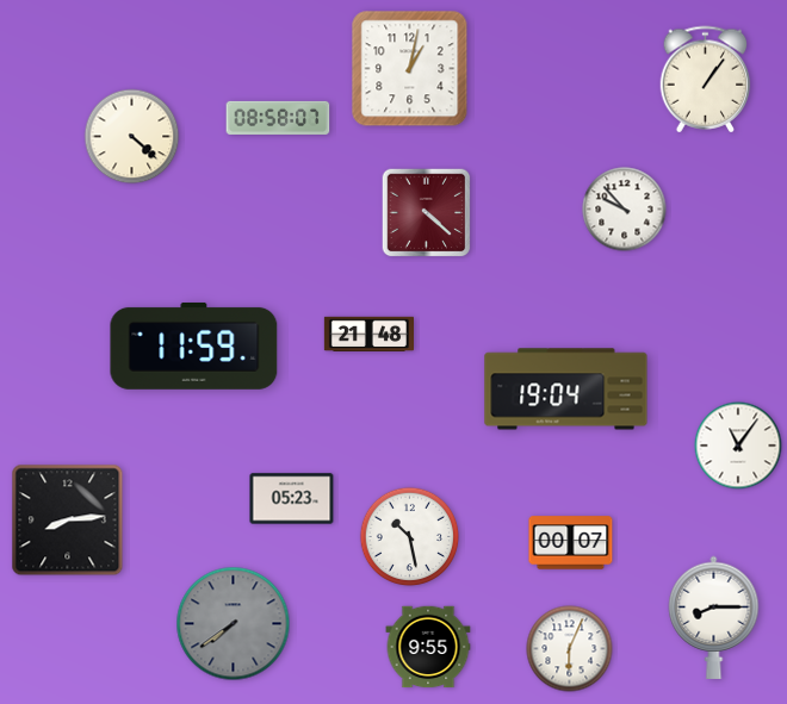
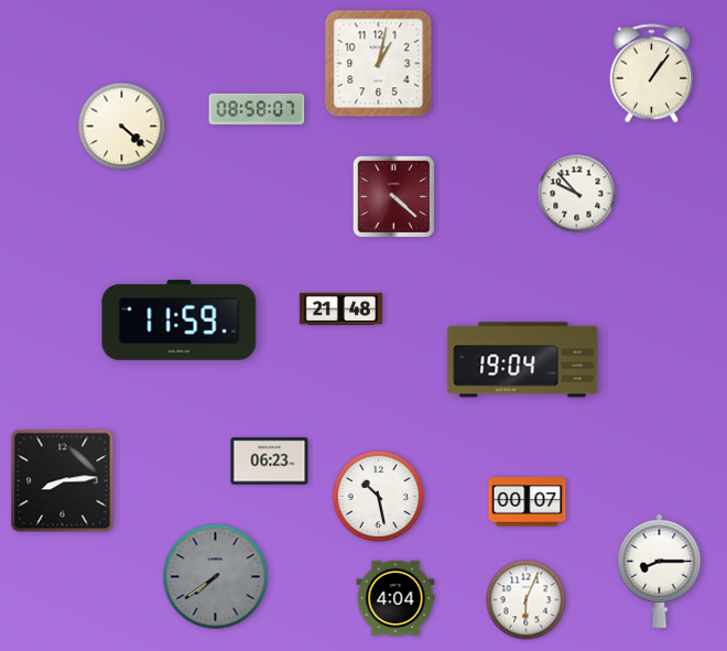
clock at (738, 446): 11:06 -> none
clock at (292, 499): 05:23 -> 06:23
clock at (428, 647): 9:55 -> 4:04
